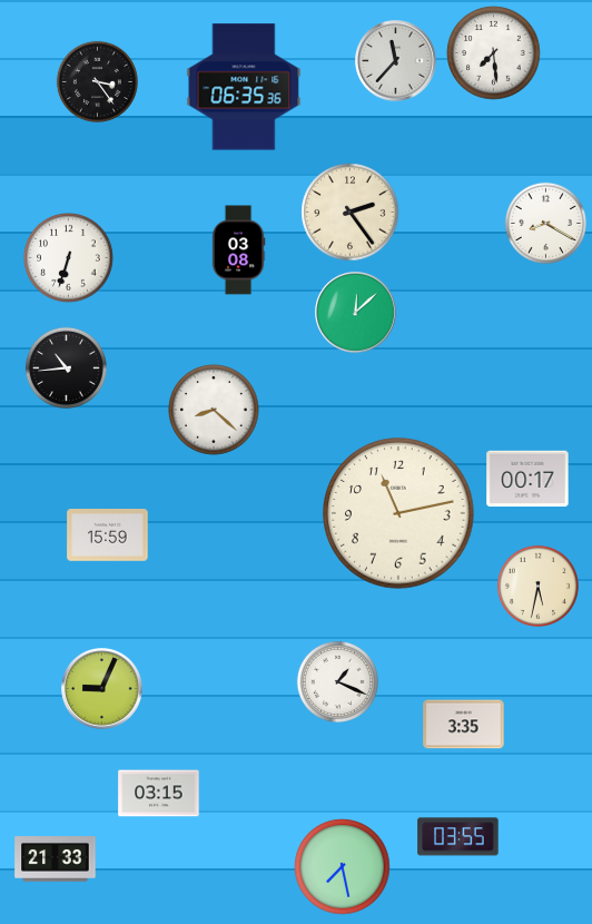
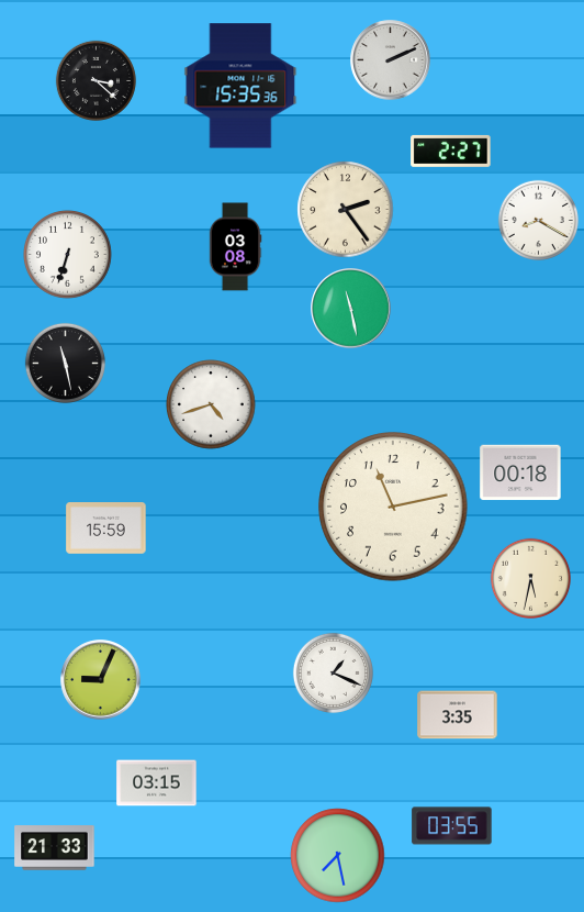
clock at (494, 53): 7:29 -> none
clock at (396, 61): 11:37 -> 2:11
clock at (97, 81): 3:24 -> 3:22
clock at (244, 87): 06:35 -> 15:35
clock at (451, 151): none -> 2:27
clock at (356, 313): 12:08 -> 11:28
clock at (66, 367): 10:44 -> 11:28
clock at (214, 410): 8:22 -> 4:42
clock at (527, 479): 00:17 -> 00:18
